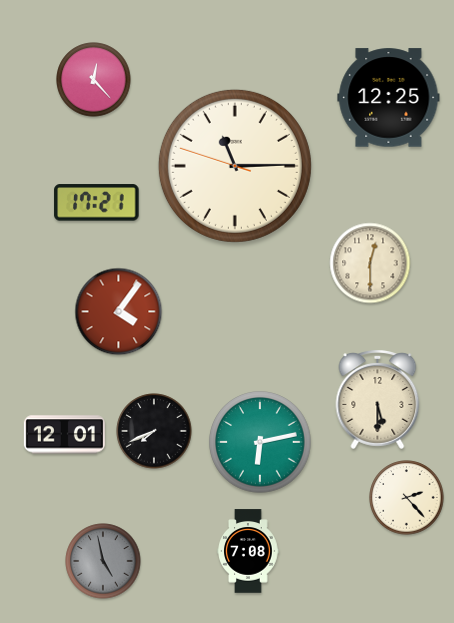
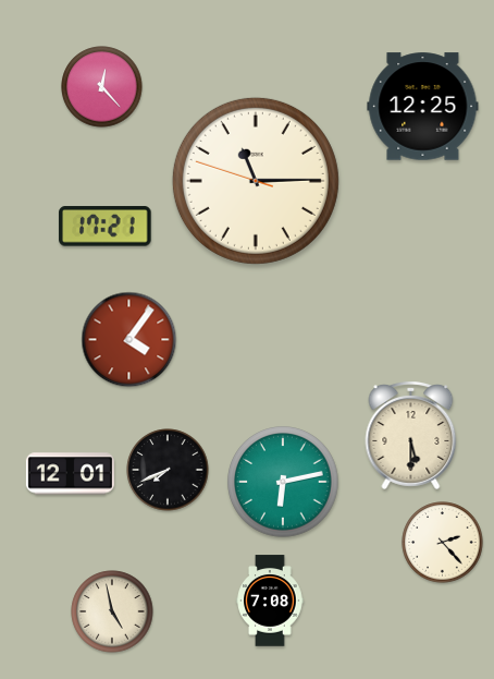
clock at (97, 203) position: (97, 203) -> (106, 227)
clock at (370, 263): 12:30 -> none
clock at (103, 561) dial: grey -> cream
